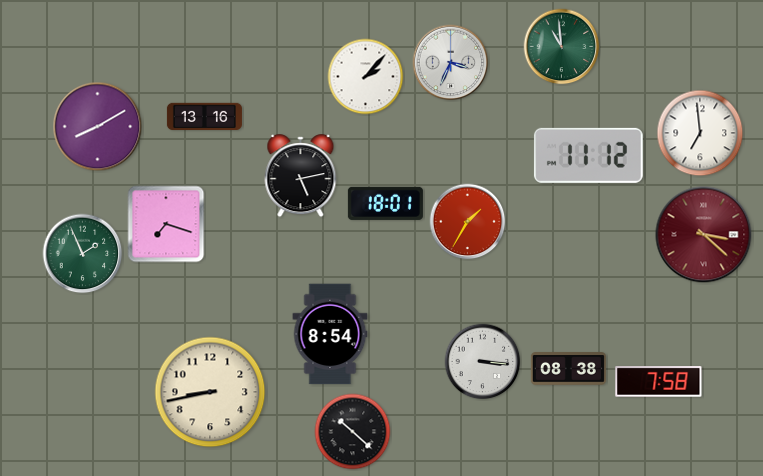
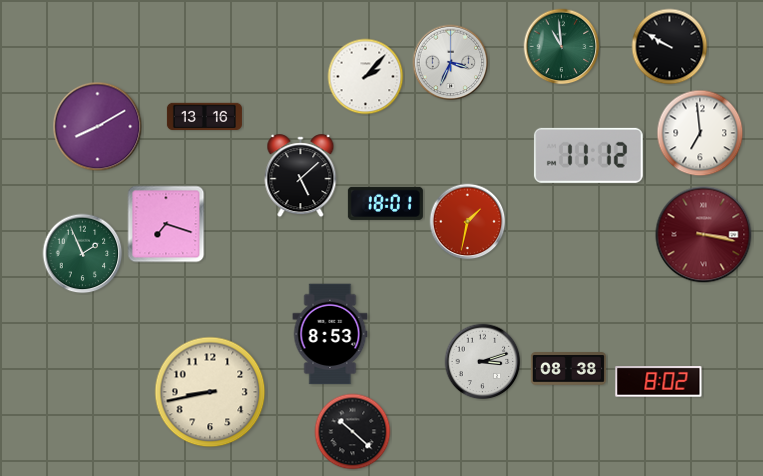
clock at (670, 47): none -> 9:50
clock at (301, 176): 5:13 -> 5:08
clock at (468, 222): 1:35 -> 1:32
clock at (704, 235): 3:22 -> 3:17
clock at (330, 334): 8:54 -> 8:53
clock at (483, 362): 3:16 -> 3:12
clock at (659, 382): 7:58 -> 8:02
